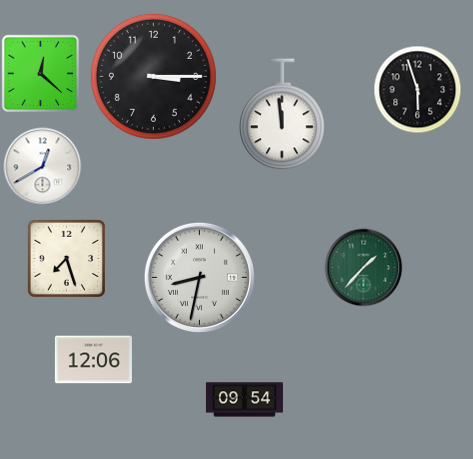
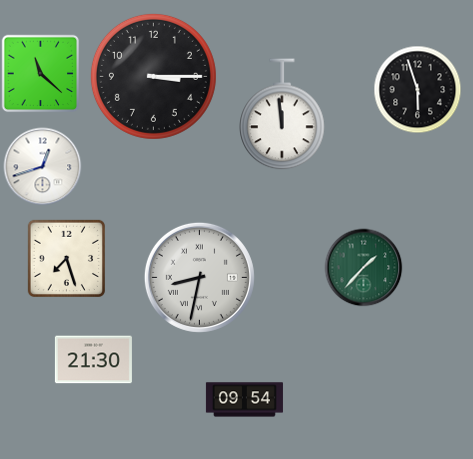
clock at (40, 73): 12:22 -> 11:22
clock at (42, 166): 12:40 -> 12:42
clock at (93, 360): 12:06 -> 21:30
